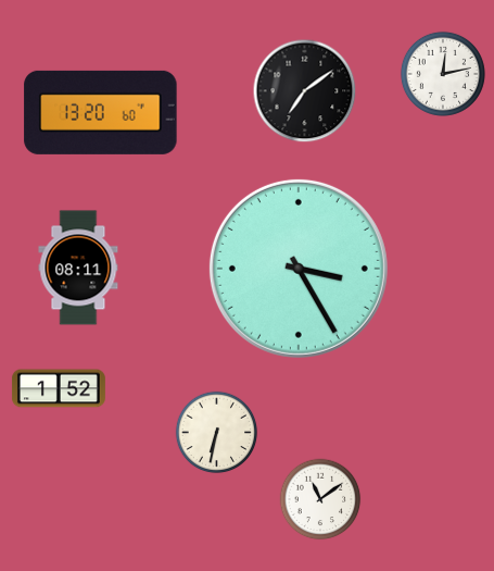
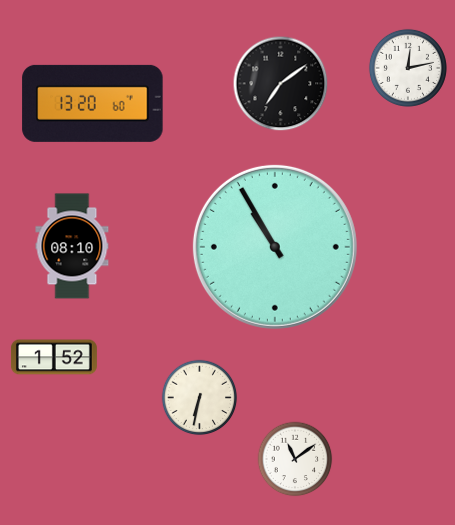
clock at (78, 268): 08:11 -> 08:10
clock at (299, 269): 3:25 -> 10:55
